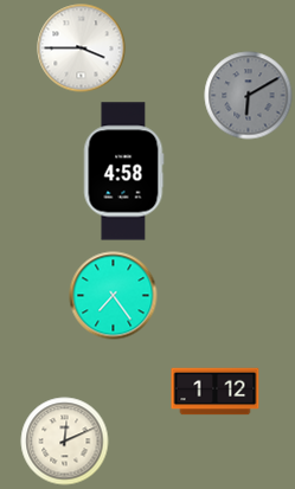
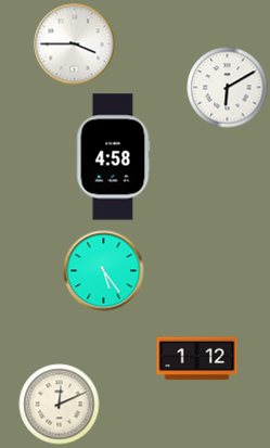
clock at (249, 96) dial: grey -> white
clock at (114, 296): 7:24 -> 5:24
